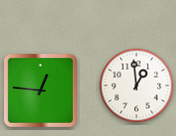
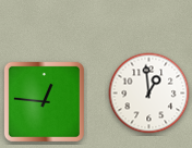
clock at (40, 90) position: (40, 90) -> (44, 101)
